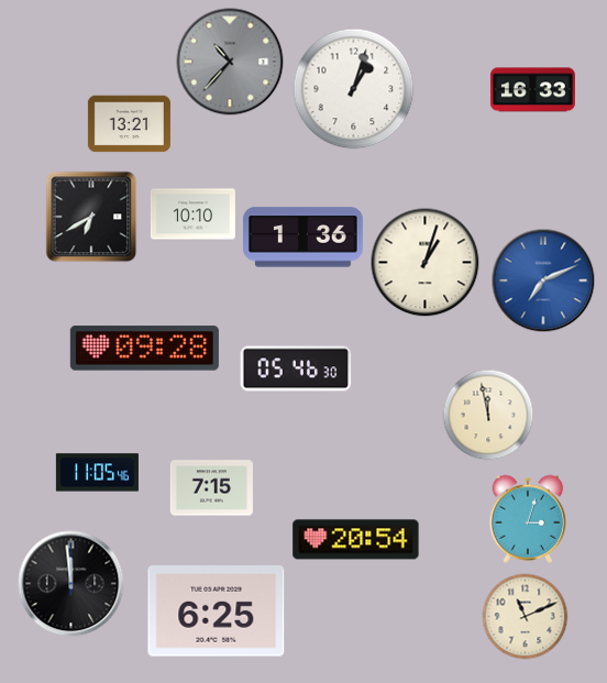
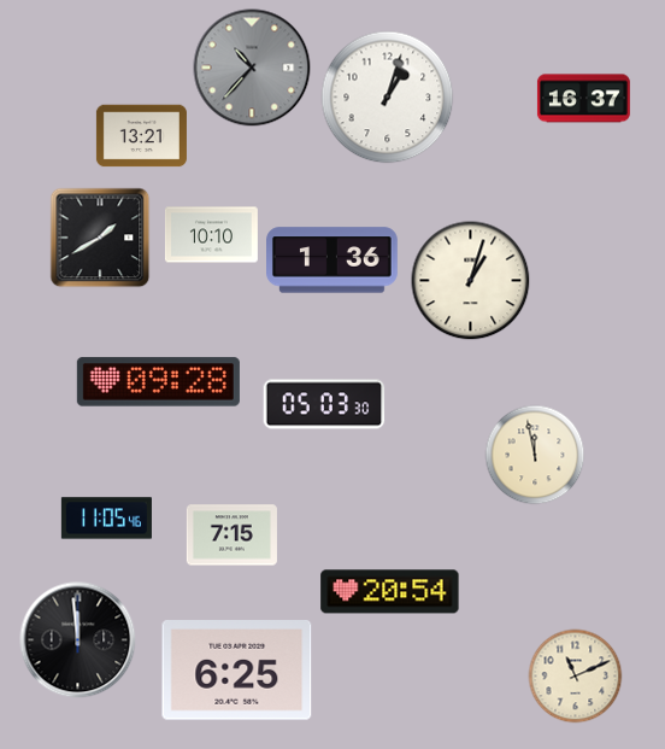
clock at (532, 90): 16:33 -> 16:37
clock at (91, 217): 6:40 -> 1:40
clock at (426, 263) position: (426, 263) -> (471, 281)
clock at (543, 280): 7:11 -> none
clock at (296, 368): 05:46 -> 05:03
clock at (528, 519): 3:03 -> none
